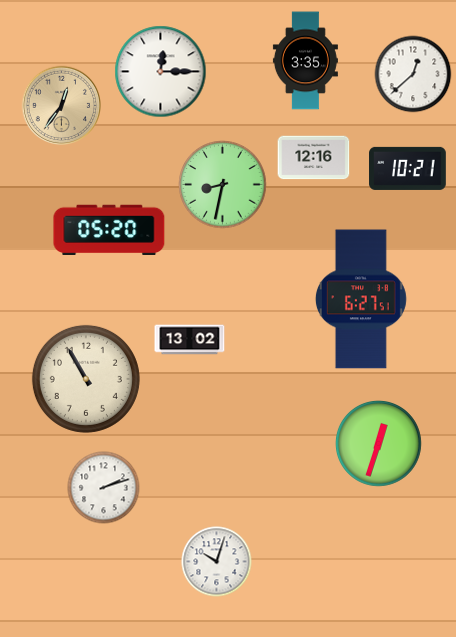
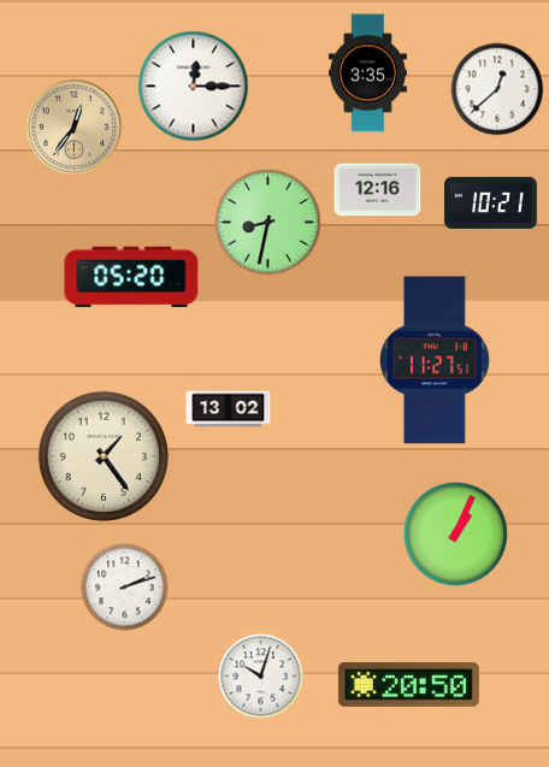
clock at (361, 299): 6:27 -> 11:27
clock at (86, 379): 10:55 -> 1:24
clock at (379, 444): 12:33 -> 1:04
clock at (408, 684): none -> 20:50
